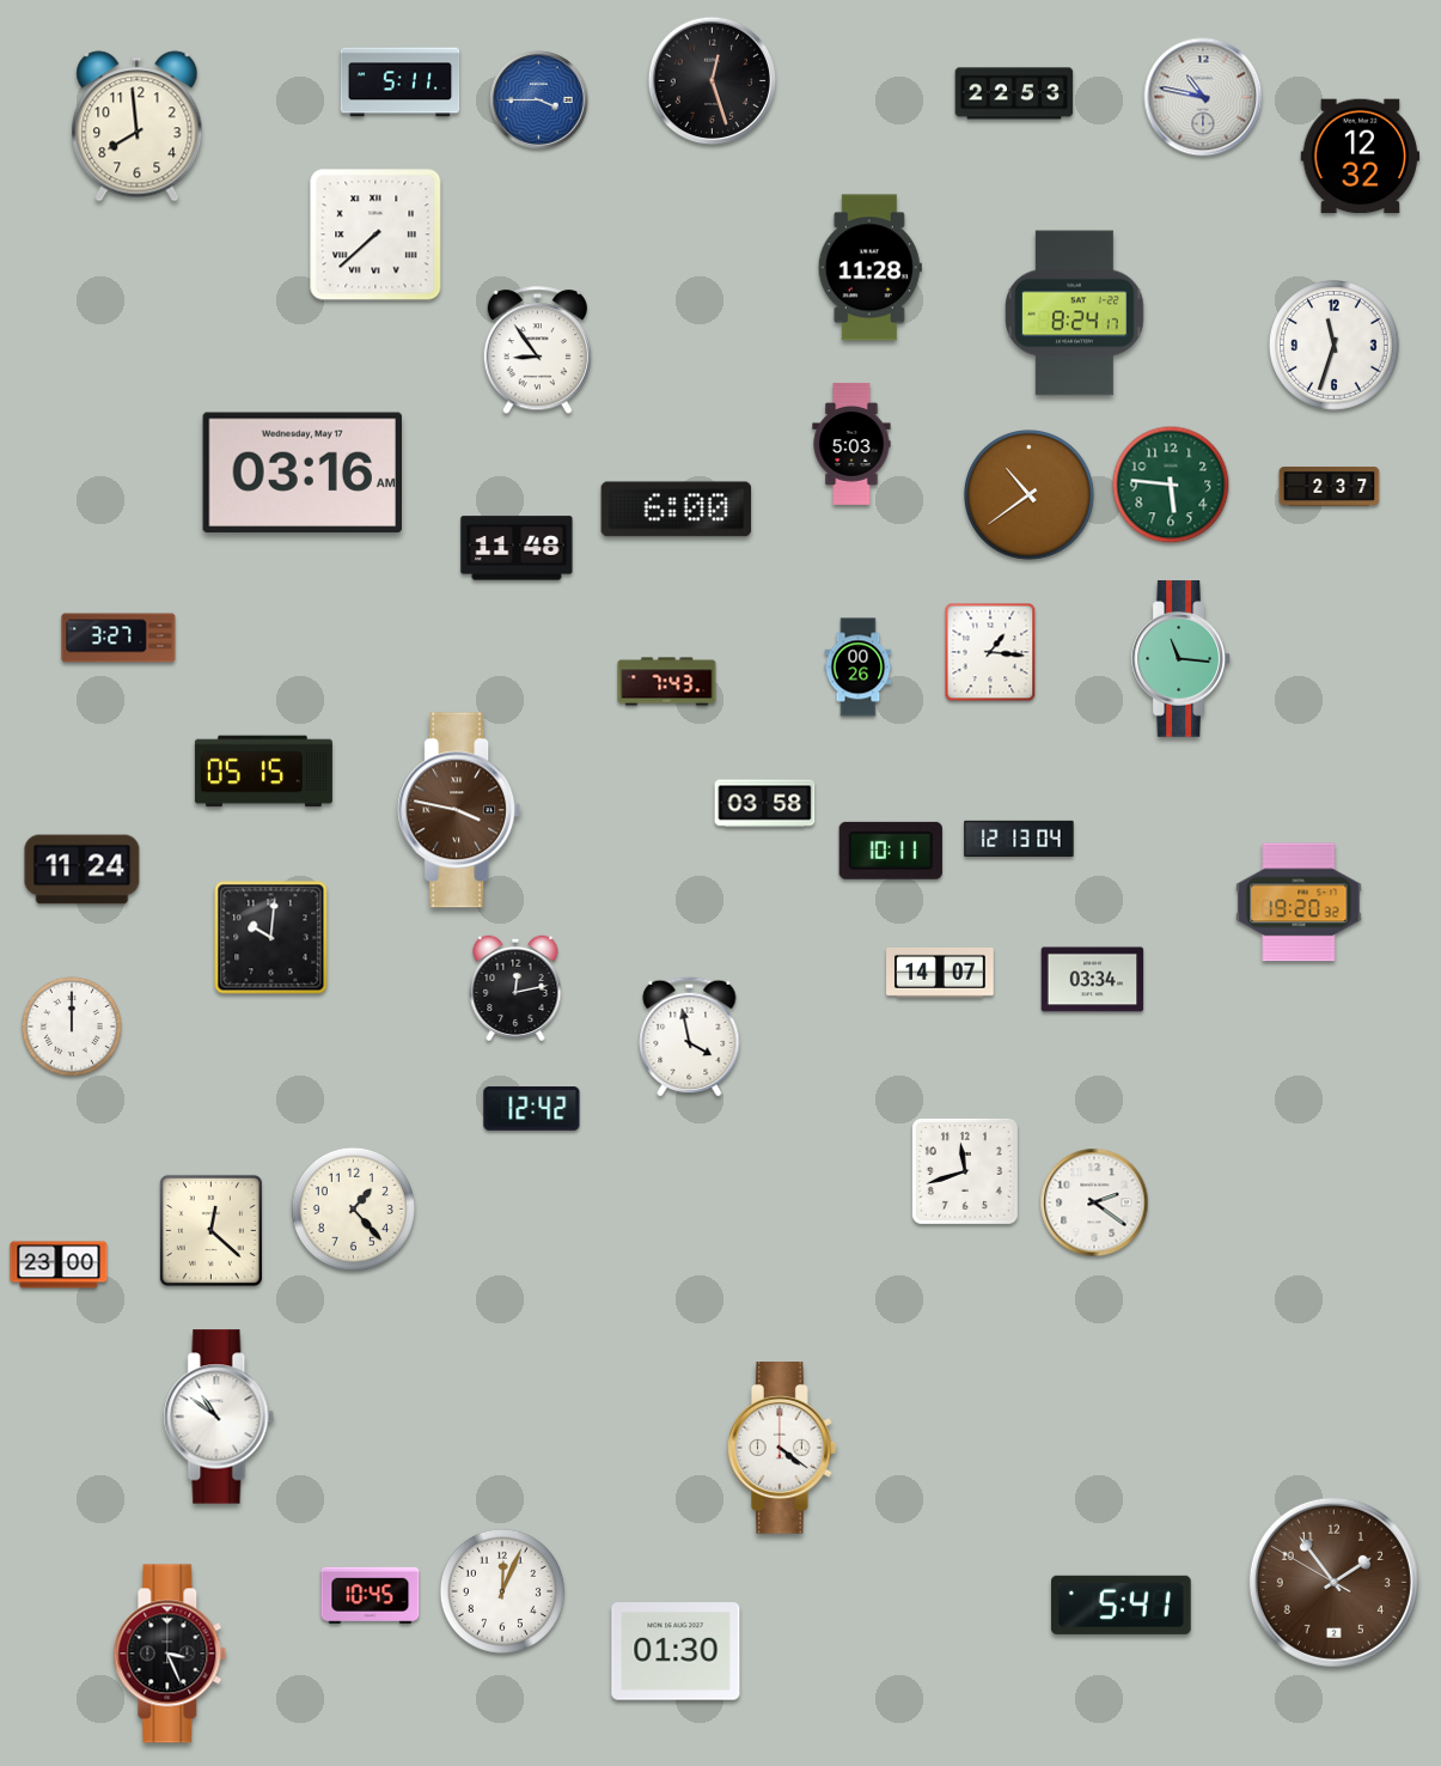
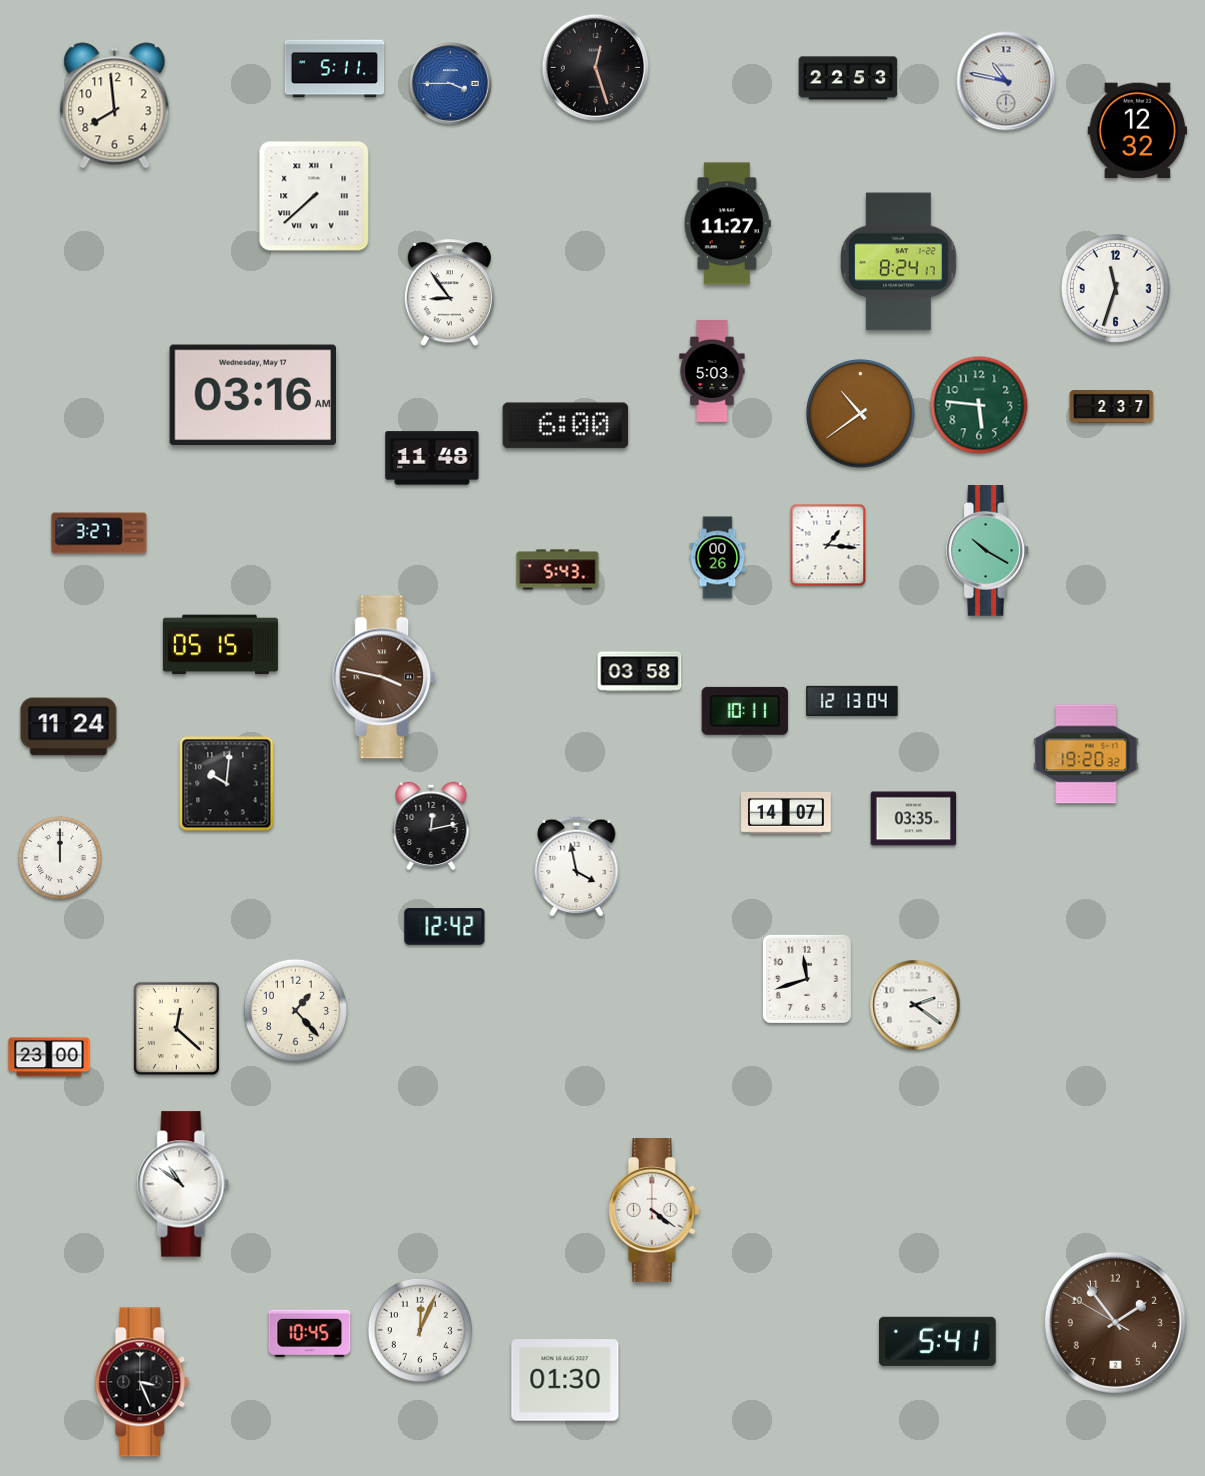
clock at (869, 268): 11:28 -> 11:27
clock at (1182, 659): 11:16 -> 10:20
clock at (667, 682): 7:43 -> 5:43
clock at (1093, 980): 03:34 -> 03:35
